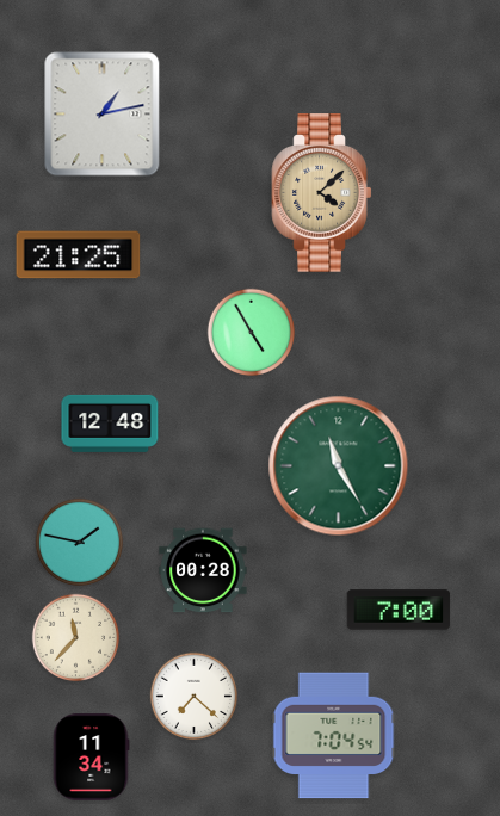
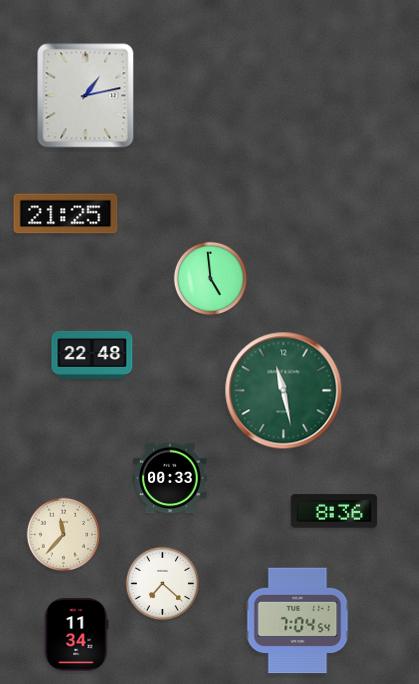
clock at (322, 193): 4:08 -> none
clock at (252, 333): 4:55 -> 4:59
clock at (110, 424): 12:48 -> 22:48
clock at (339, 466): 11:25 -> 11:28
clock at (80, 543): 1:47 -> none
clock at (203, 570): 00:28 -> 00:33
clock at (399, 610): 7:00 -> 8:36
clock at (334, 736) position: (334, 736) -> (298, 621)
